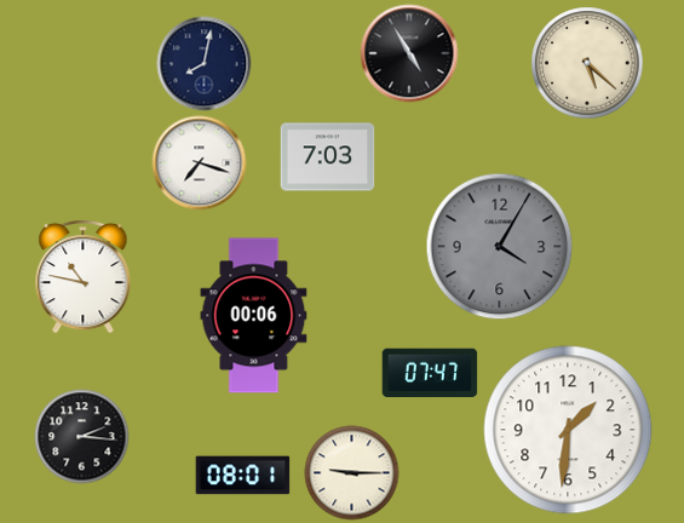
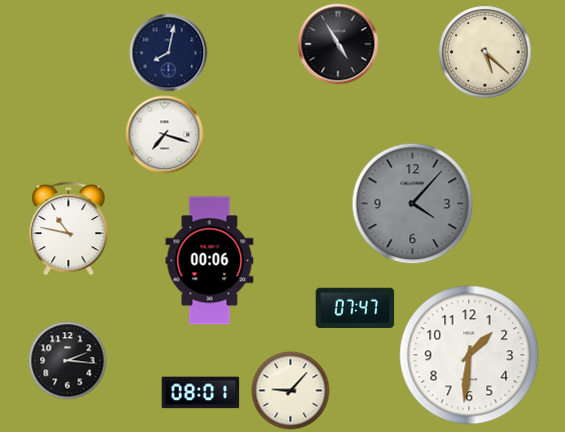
clock at (327, 157): 7:03 -> none
clock at (499, 246): 4:05 -> 4:07
clock at (351, 472): 9:15 -> 9:07
